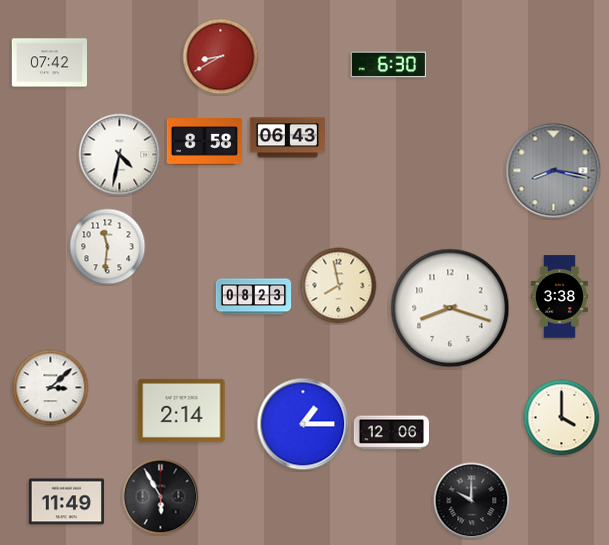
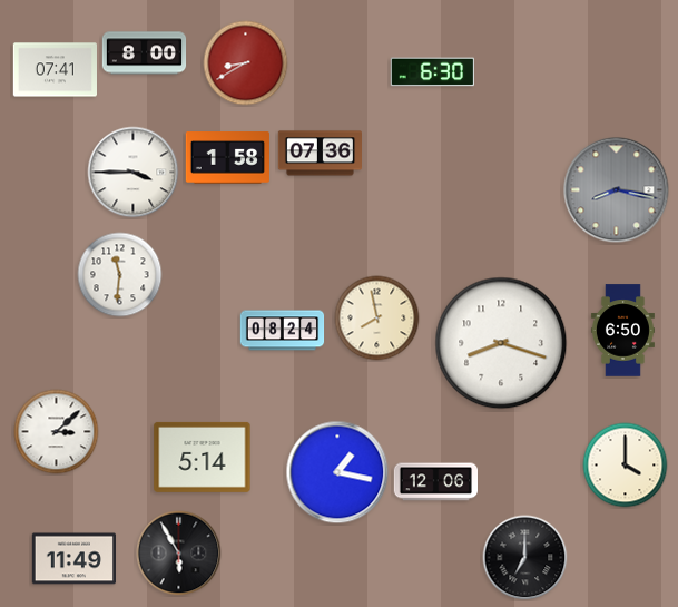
clock at (145, 53): none -> 8:00
clock at (49, 63): 07:42 -> 07:41
clock at (287, 138): 06:43 -> 07:36
clock at (204, 142): 8:58 -> 1:58
clock at (120, 155): 4:32 -> 3:45
clock at (254, 297): 08:23 -> 08:24
clock at (559, 297): 3:38 -> 6:50
clock at (182, 410): 2:14 -> 5:14
clock at (303, 424): 1:15 -> 1:17
clock at (472, 501): 10:00 -> 7:00
